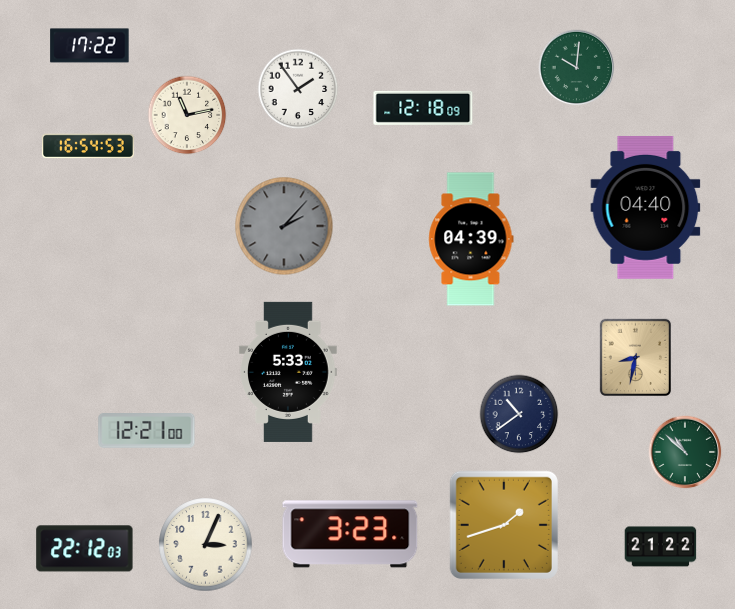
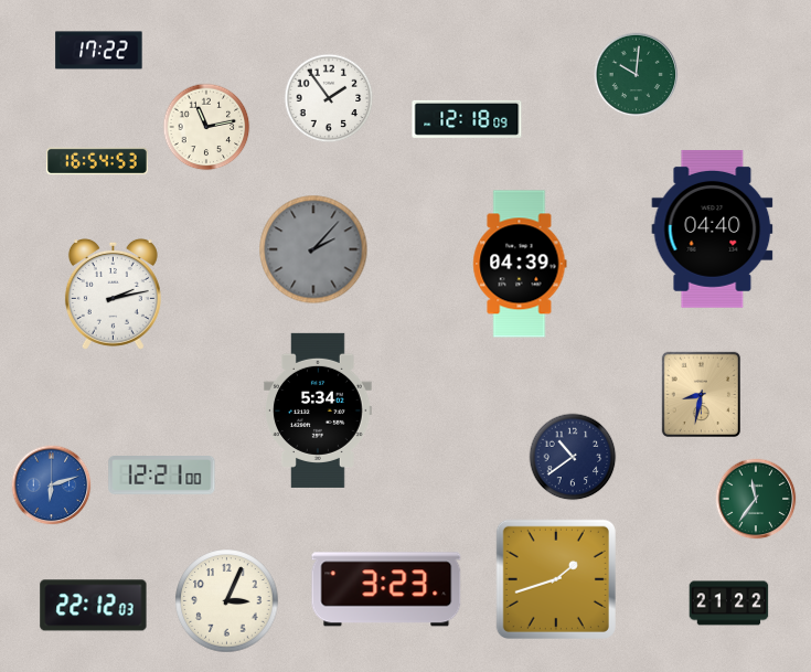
clock at (113, 294): none -> 2:13
clock at (288, 372): 5:33 -> 5:34
clock at (52, 486): none -> 6:12
clock at (685, 452): 10:52 -> 11:36
